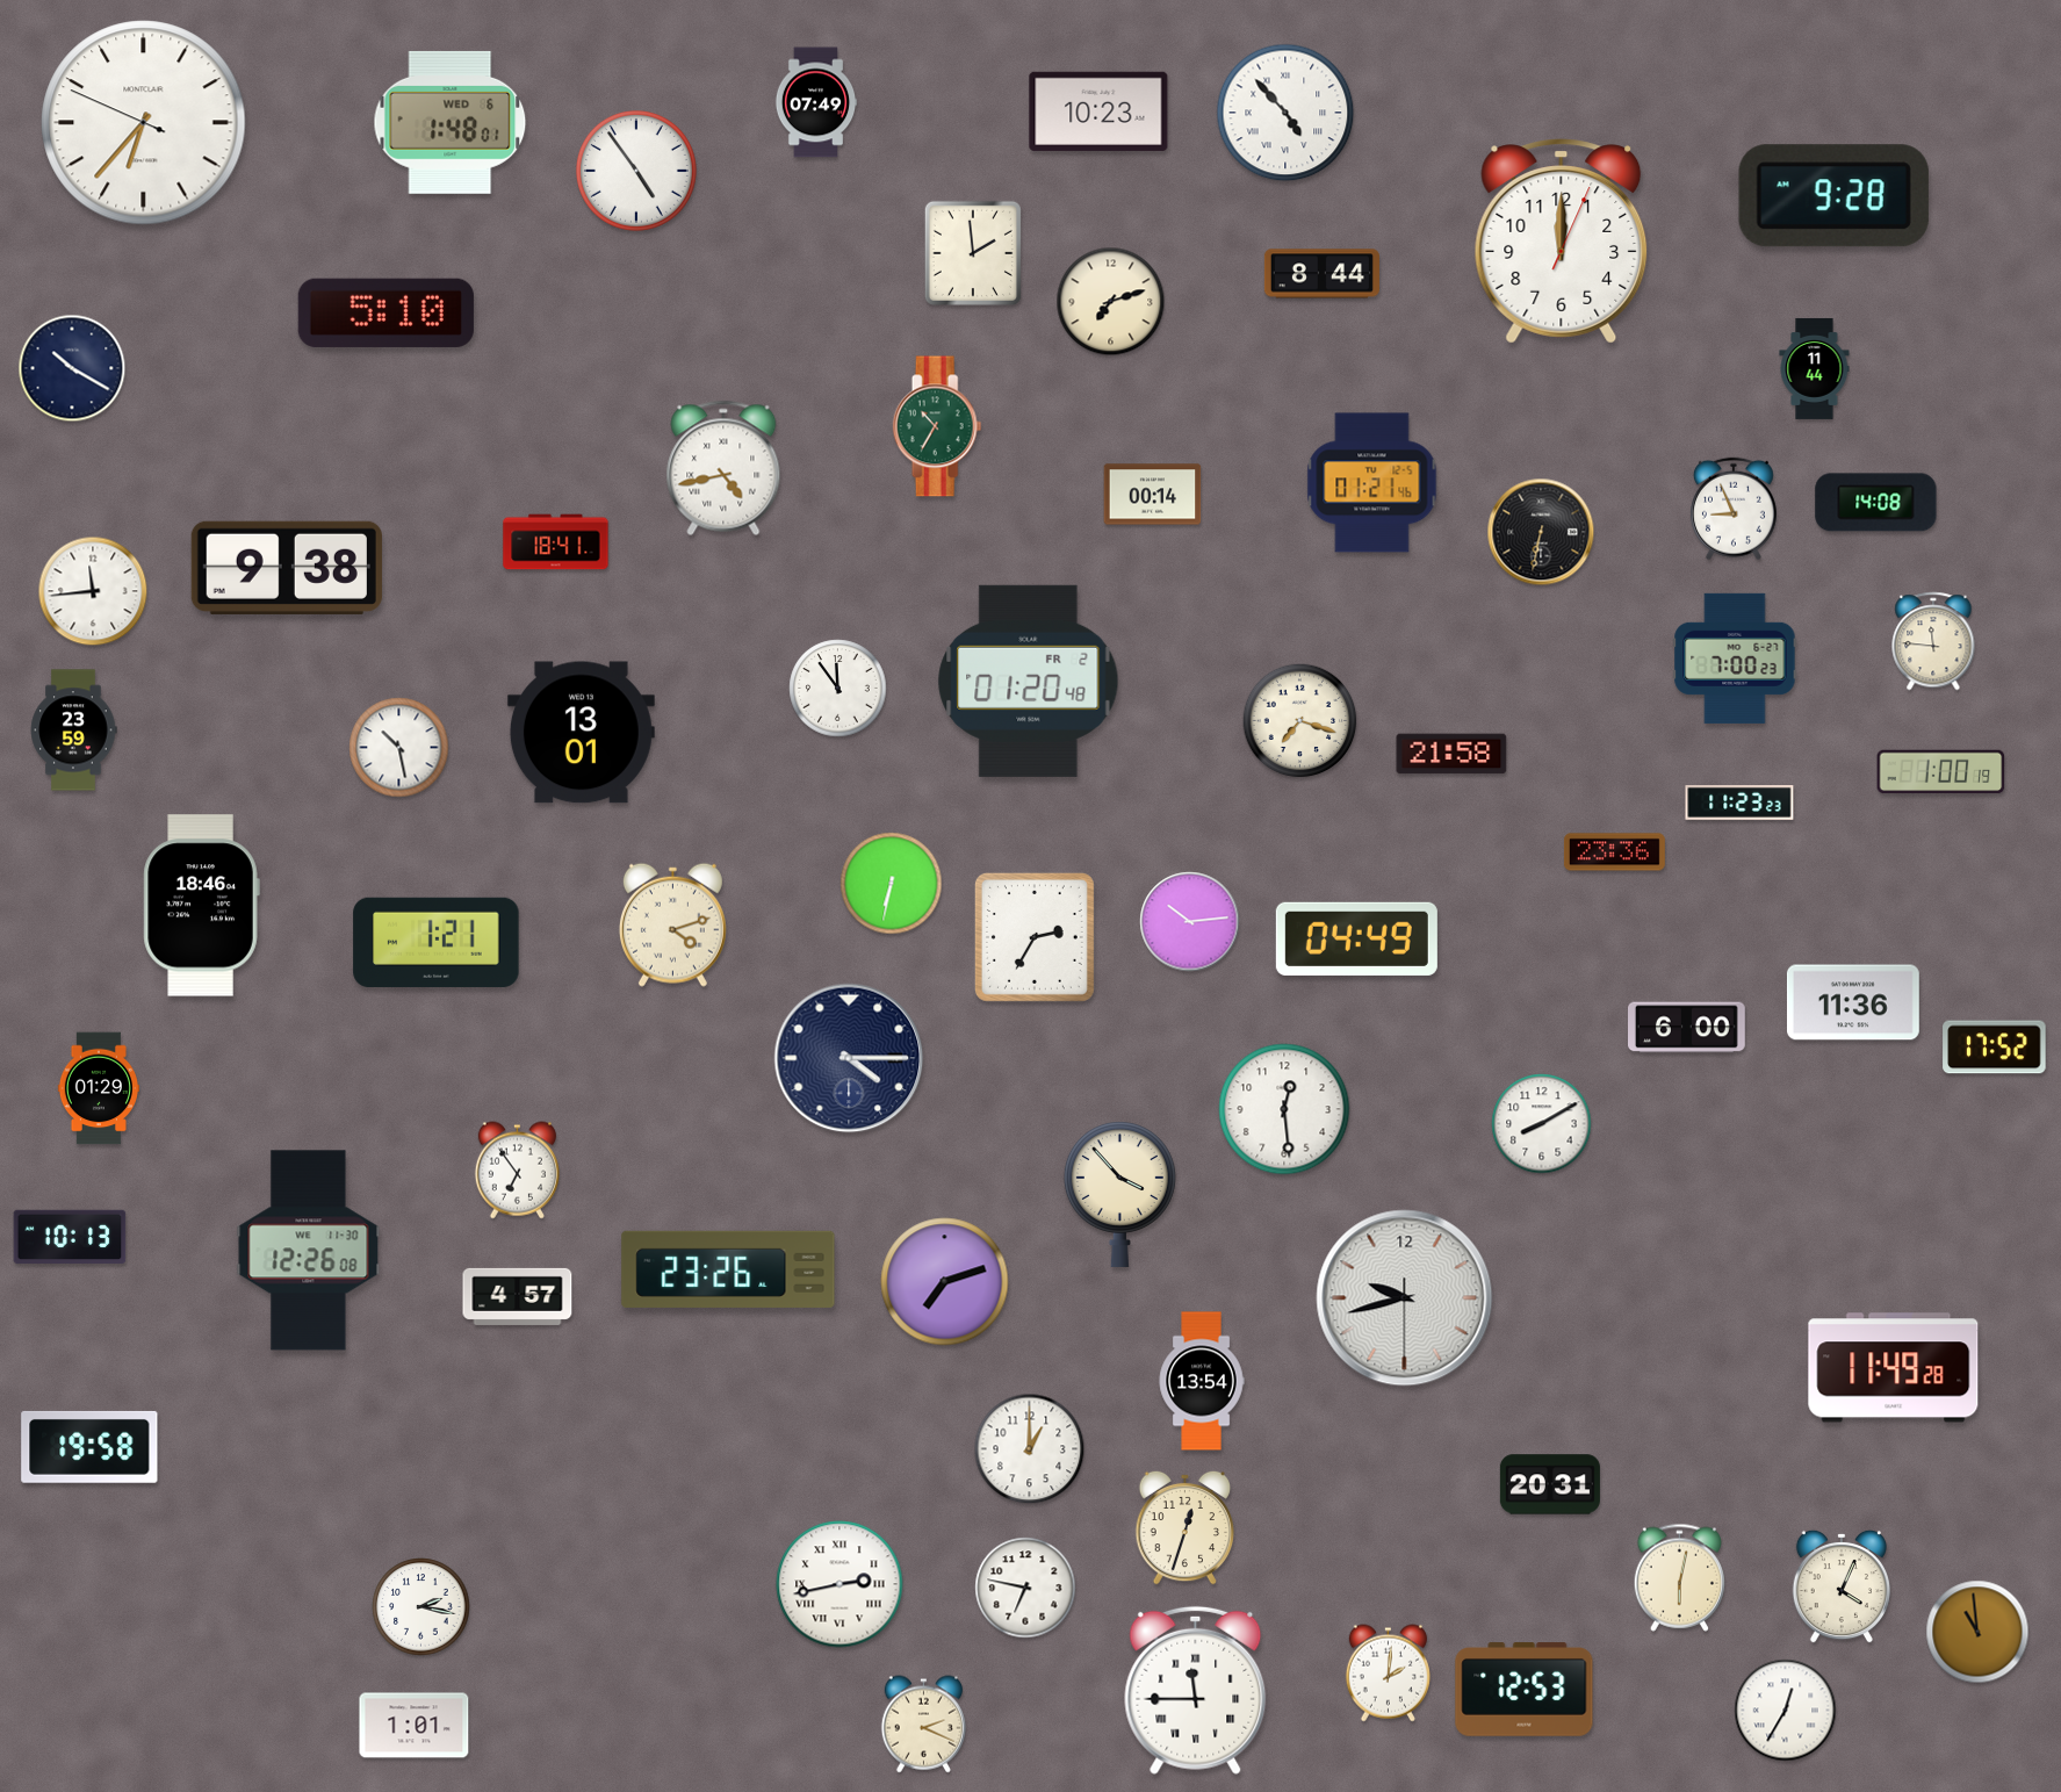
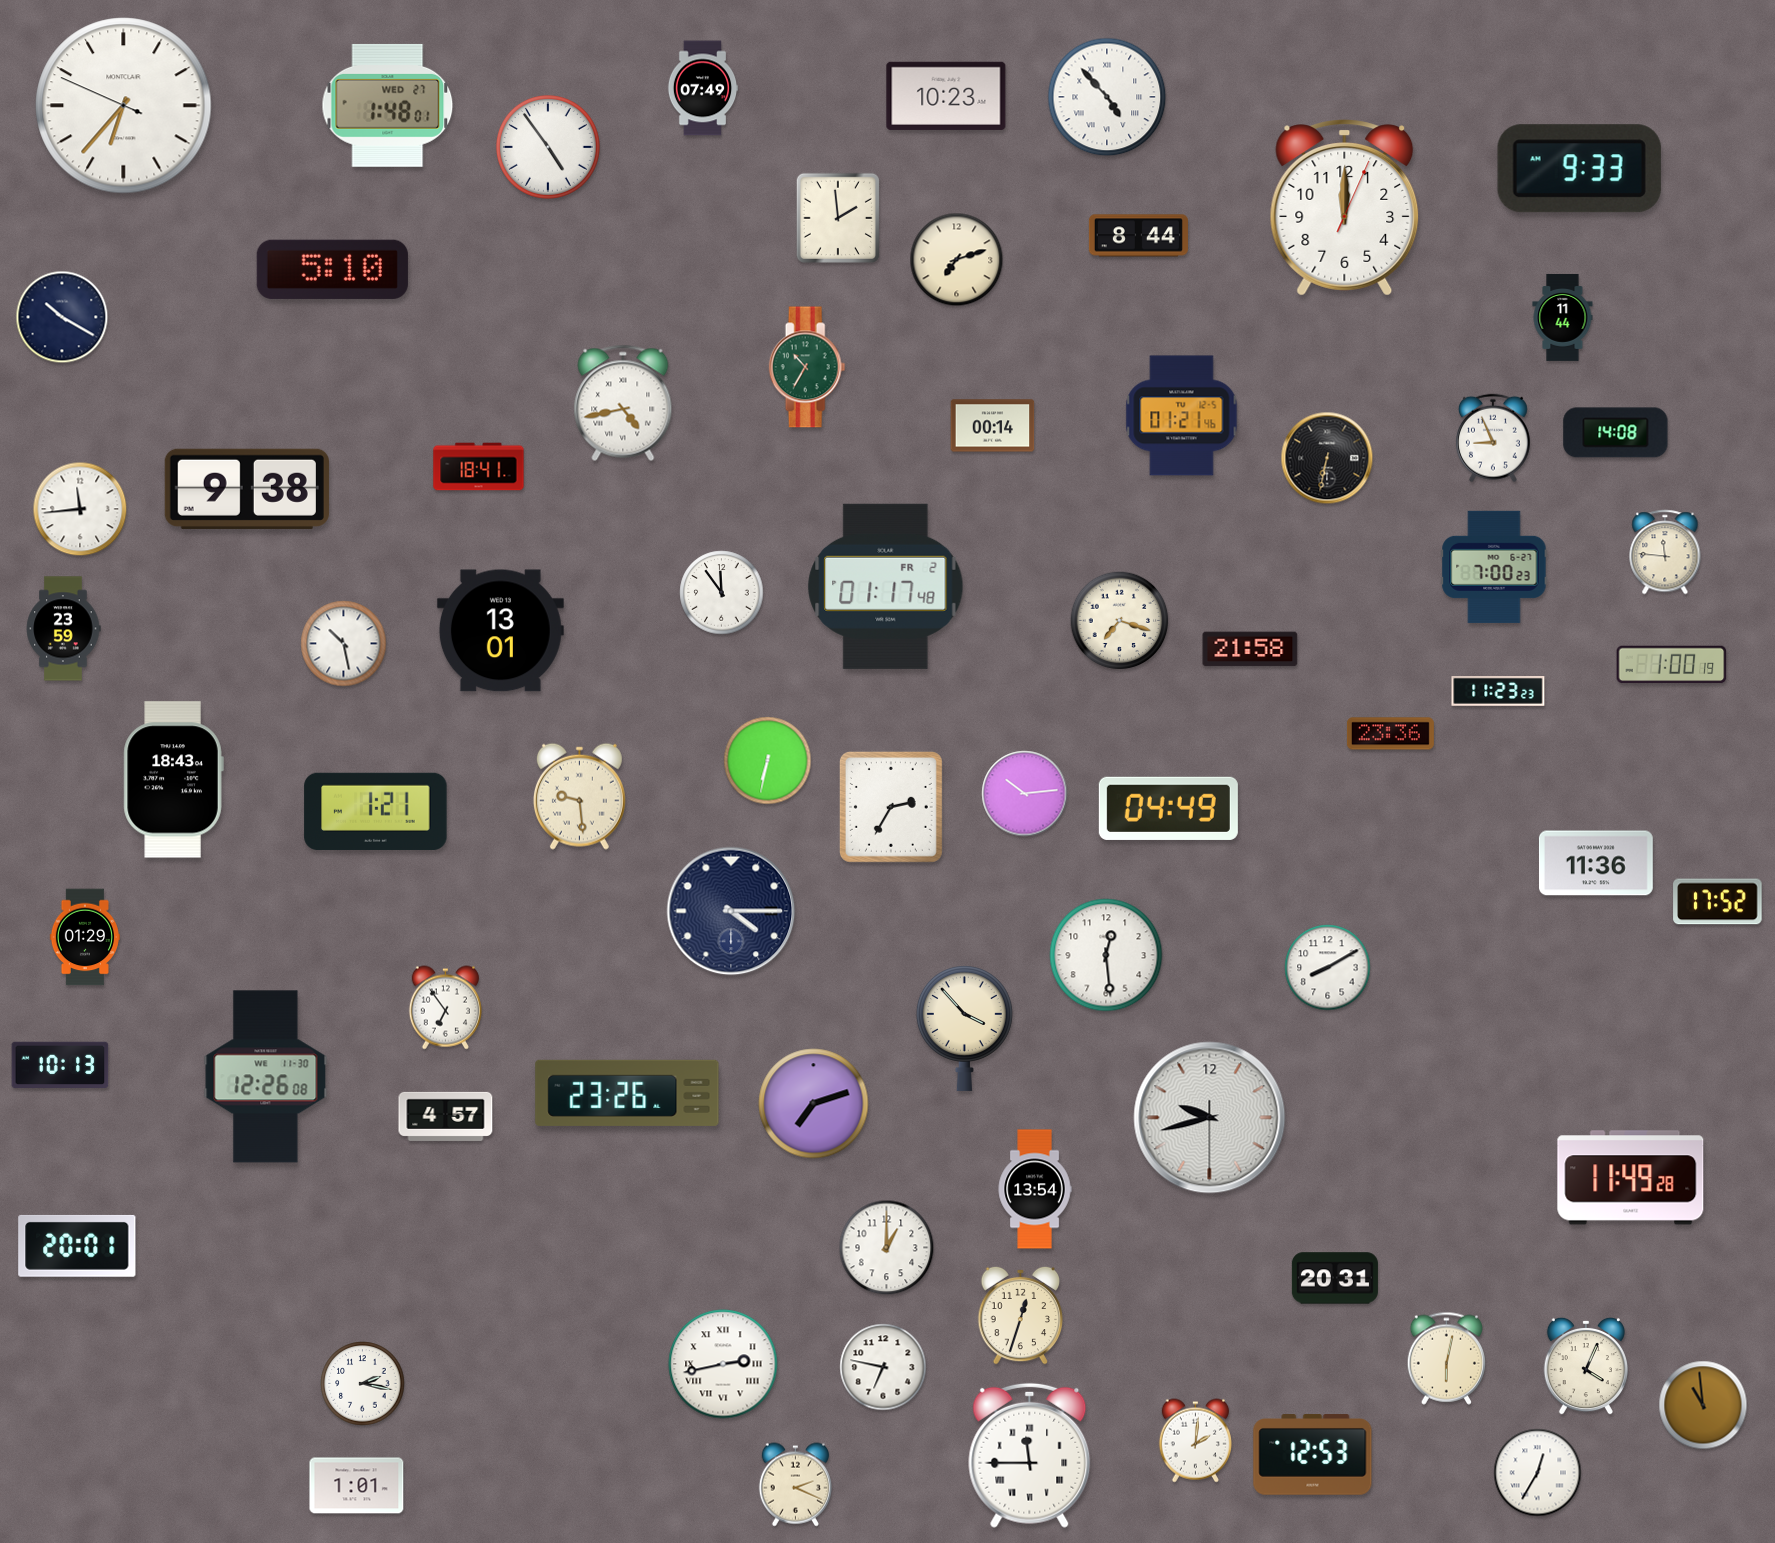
clock at (451, 122) date: WED 6 -> WED 27
clock at (1833, 196): 9:28 -> 9:33
clock at (1029, 681): 01:20 -> 01:17
clock at (201, 906): 18:46 -> 18:43
clock at (672, 924): 4:12 -> 9:29
clock at (1687, 1028): 6:00 -> none
clock at (89, 1447): 19:58 -> 20:01
